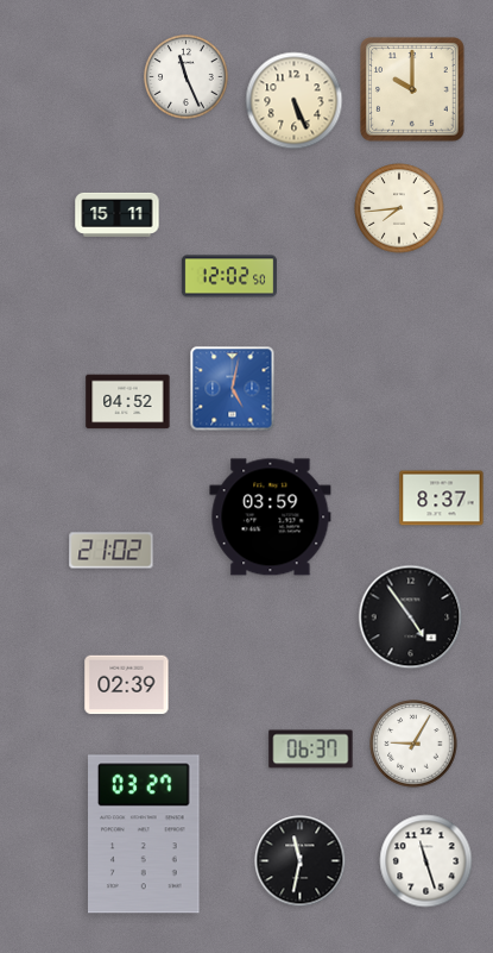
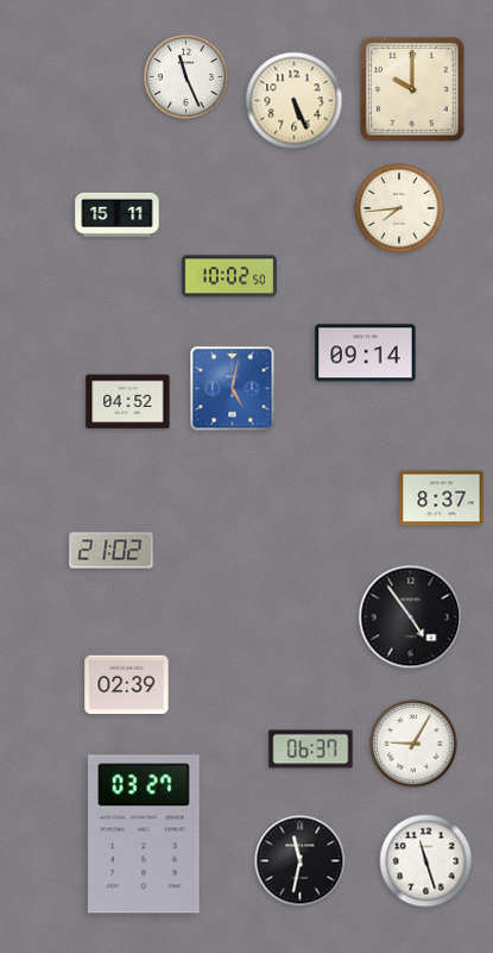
clock at (228, 276): 12:02 -> 10:02
clock at (366, 353): none -> 09:14
clock at (271, 518): 03:59 -> none
